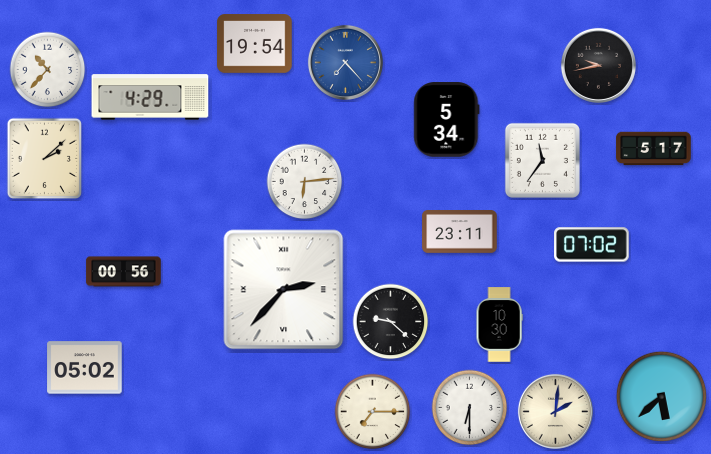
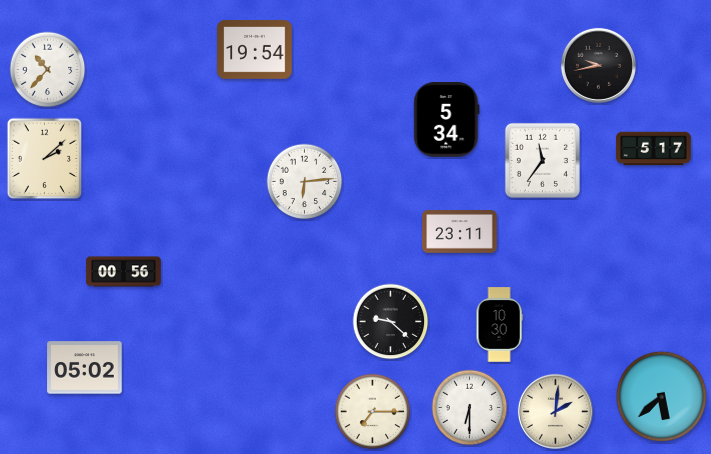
clock at (255, 44) position: (255, 44) -> (255, 50)
clock at (345, 62): 7:23 -> none
clock at (150, 97): 4:29 -> none
clock at (592, 245): 07:02 -> none
clock at (284, 290): 2:37 -> none
